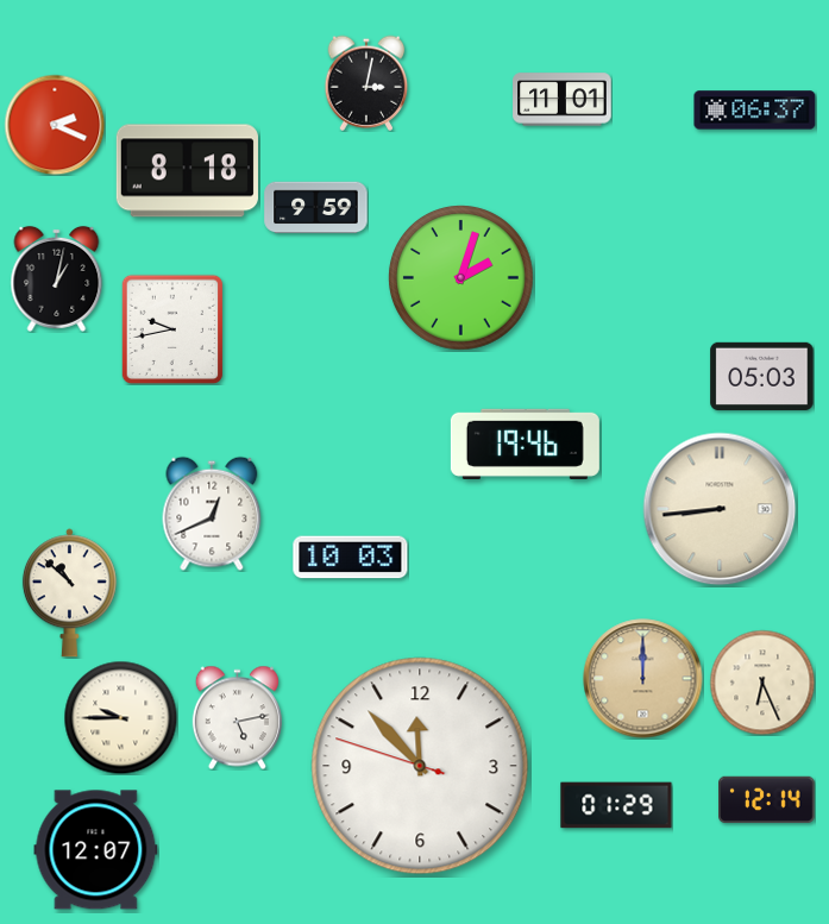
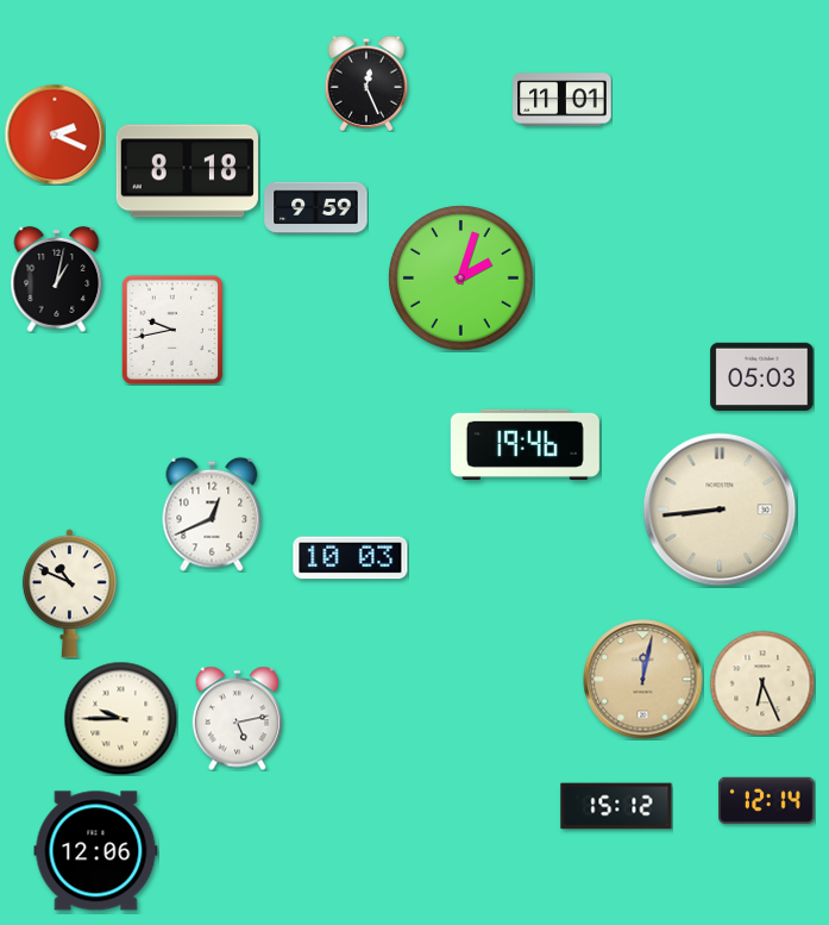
clock at (366, 83): 3:02 -> 12:26
clock at (755, 111): 06:37 -> none
clock at (55, 125) position: (55, 125) -> (55, 135)
clock at (69, 593): 10:52 -> 10:49
clock at (643, 679): 12:00 -> 12:02
clock at (420, 766): 11:52 -> none
clock at (616, 805): 01:29 -> 15:12
clock at (96, 850): 12:07 -> 12:06
